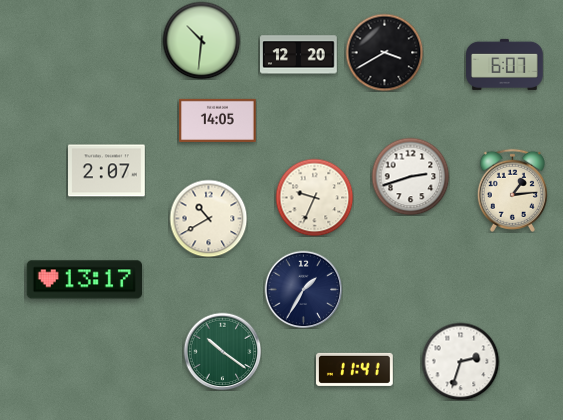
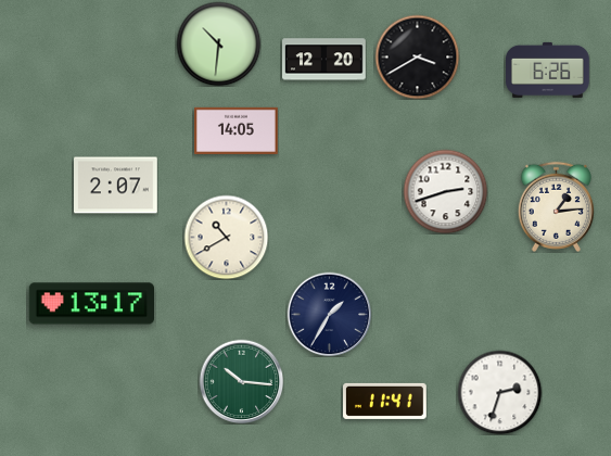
clock at (505, 64): 6:07 -> 6:26
clock at (314, 197): 9:34 -> none
clock at (222, 351): 10:21 -> 10:16
